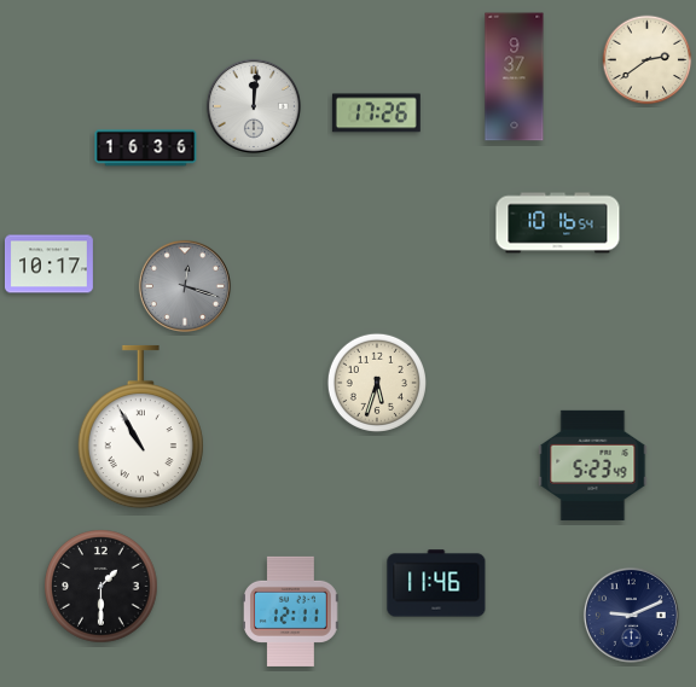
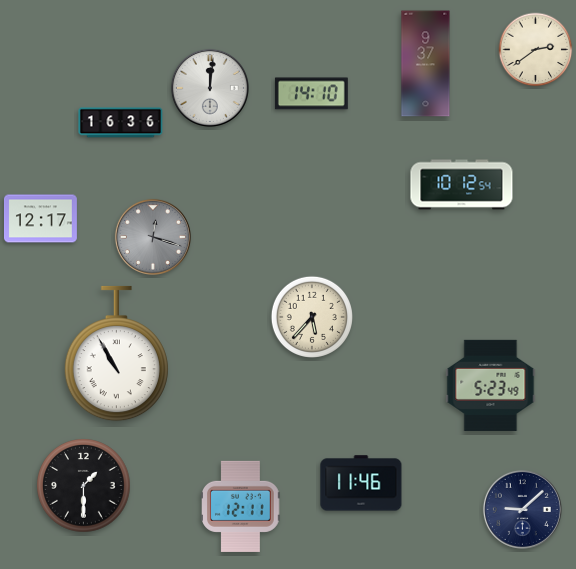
clock at (376, 113): 17:26 -> 14:10
clock at (558, 223): 10:16 -> 10:12
clock at (48, 264): 10:17 -> 12:17
clock at (377, 383): 5:33 -> 5:37
clock at (631, 615): 9:11 -> 9:08
